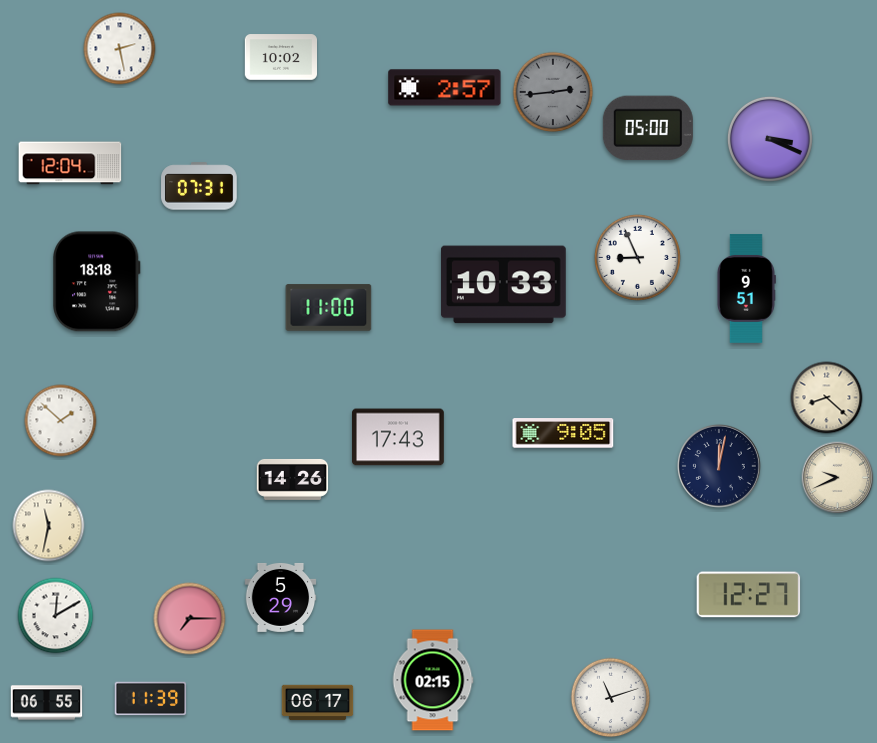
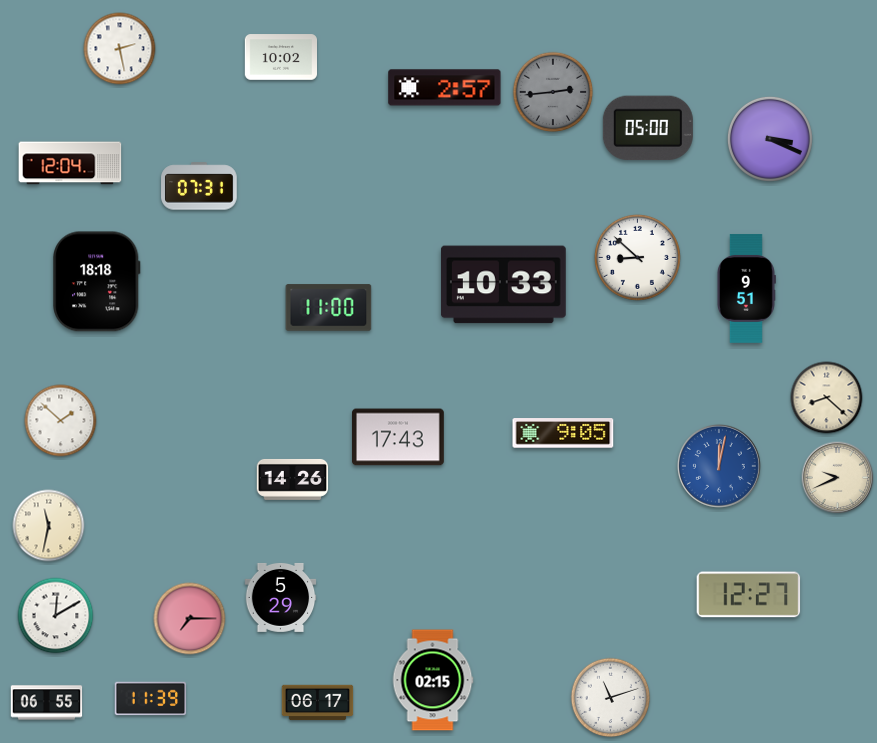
clock at (637, 257): 8:56 -> 8:52
clock at (719, 466) dial: navy -> blue
